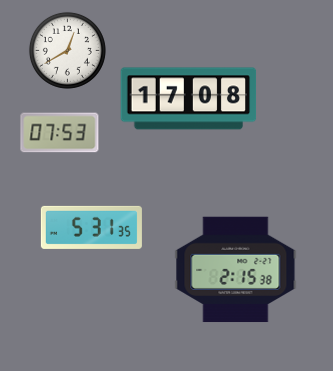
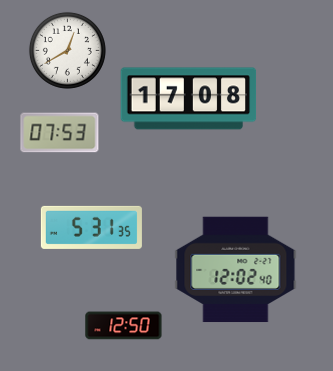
clock at (236, 270): 2:15 -> 12:02
clock at (124, 326): none -> 12:50
